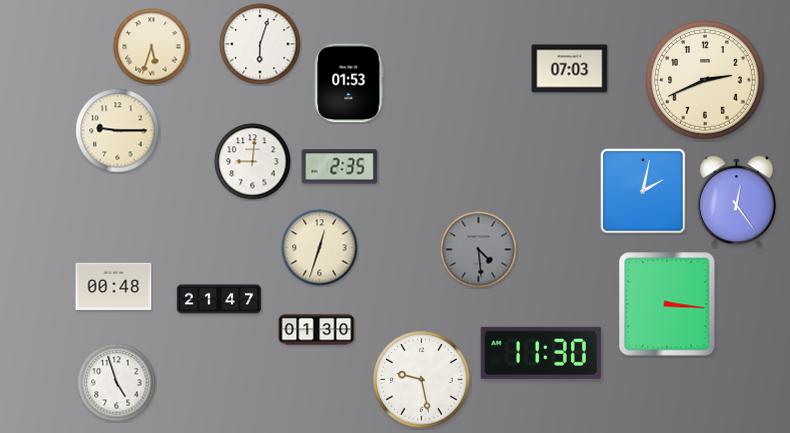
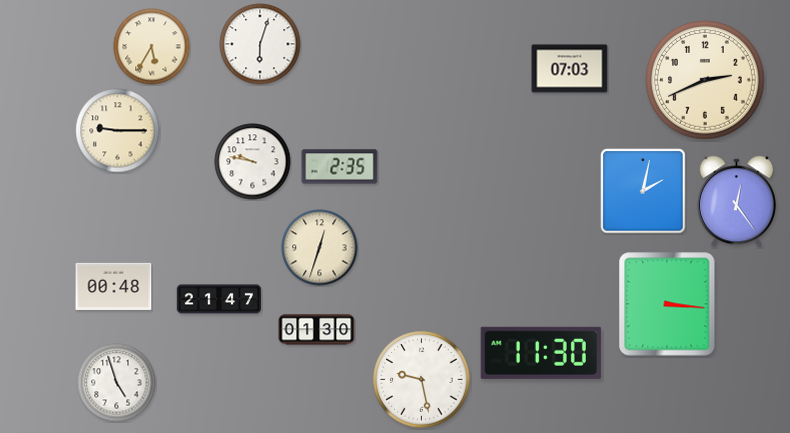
clock at (152, 47): 5:33 -> 5:35
clock at (349, 83): 01:53 -> none
clock at (253, 162): 9:01 -> 9:47
clock at (479, 250): 4:29 -> none
